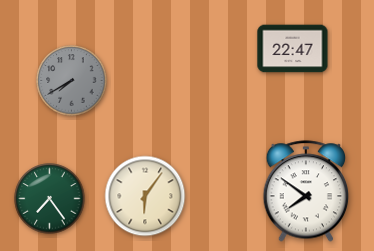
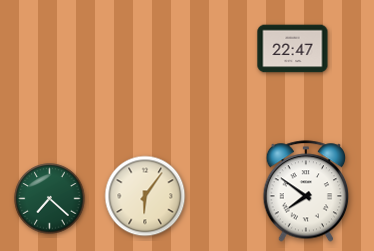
clock at (72, 81): 7:40 -> none
clock at (50, 199): 7:24 -> 7:22
